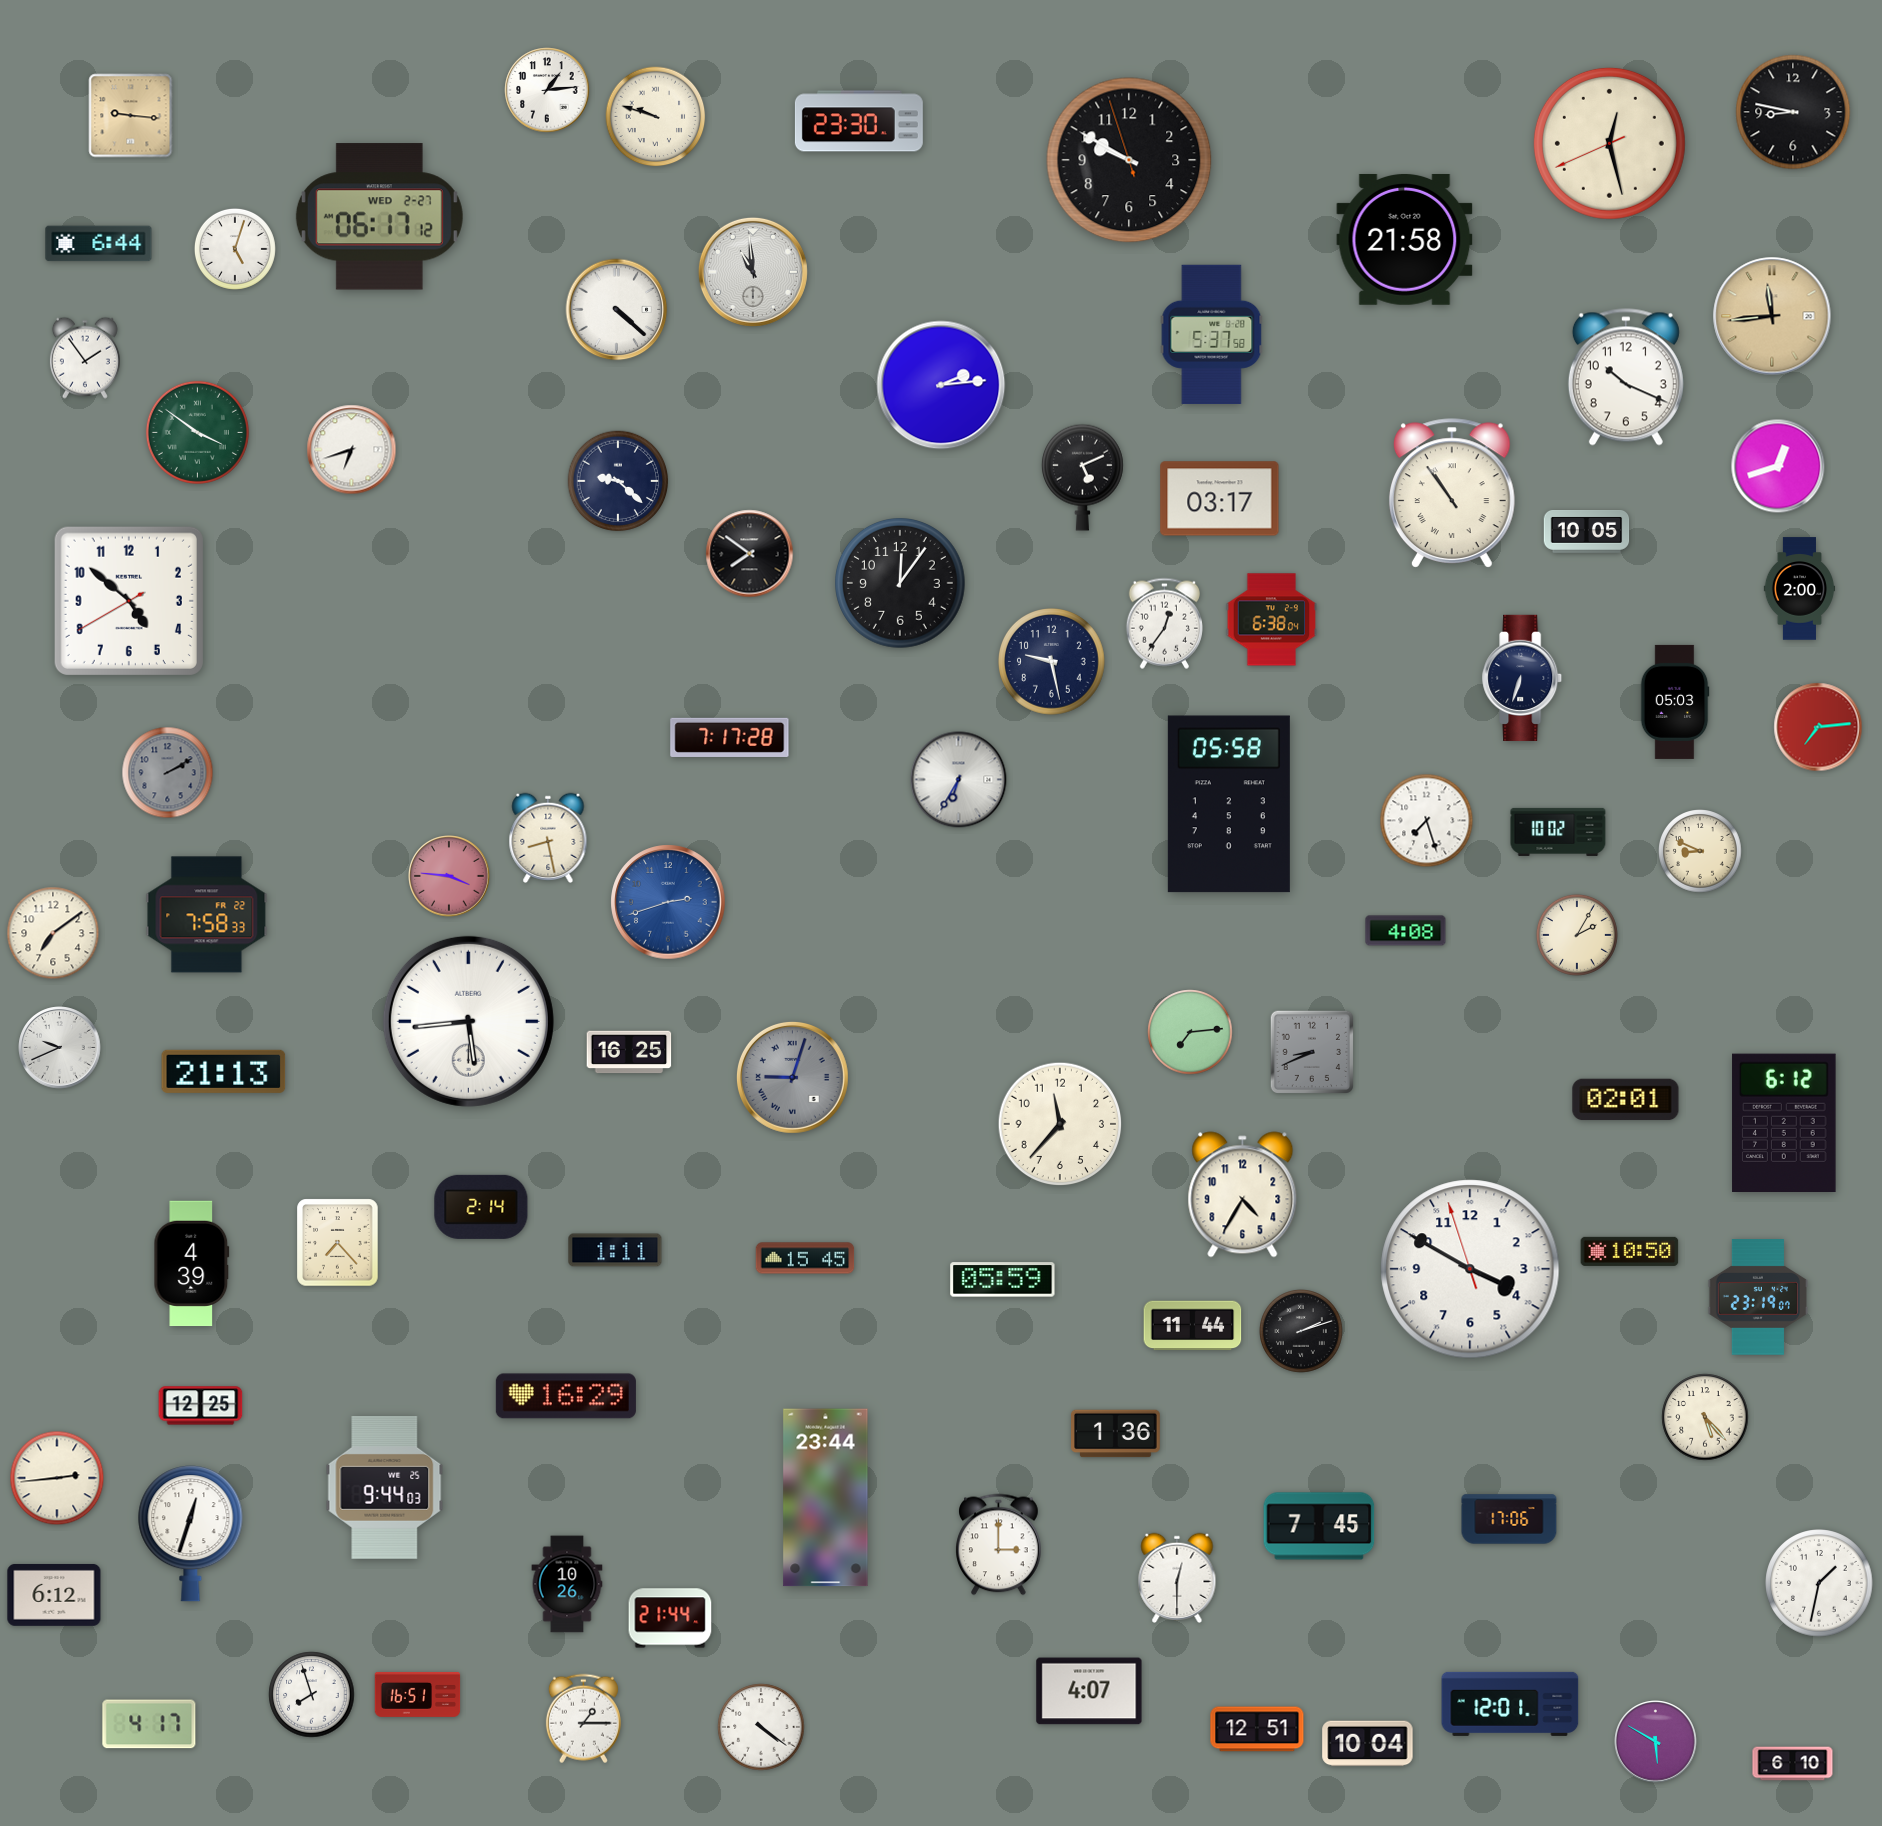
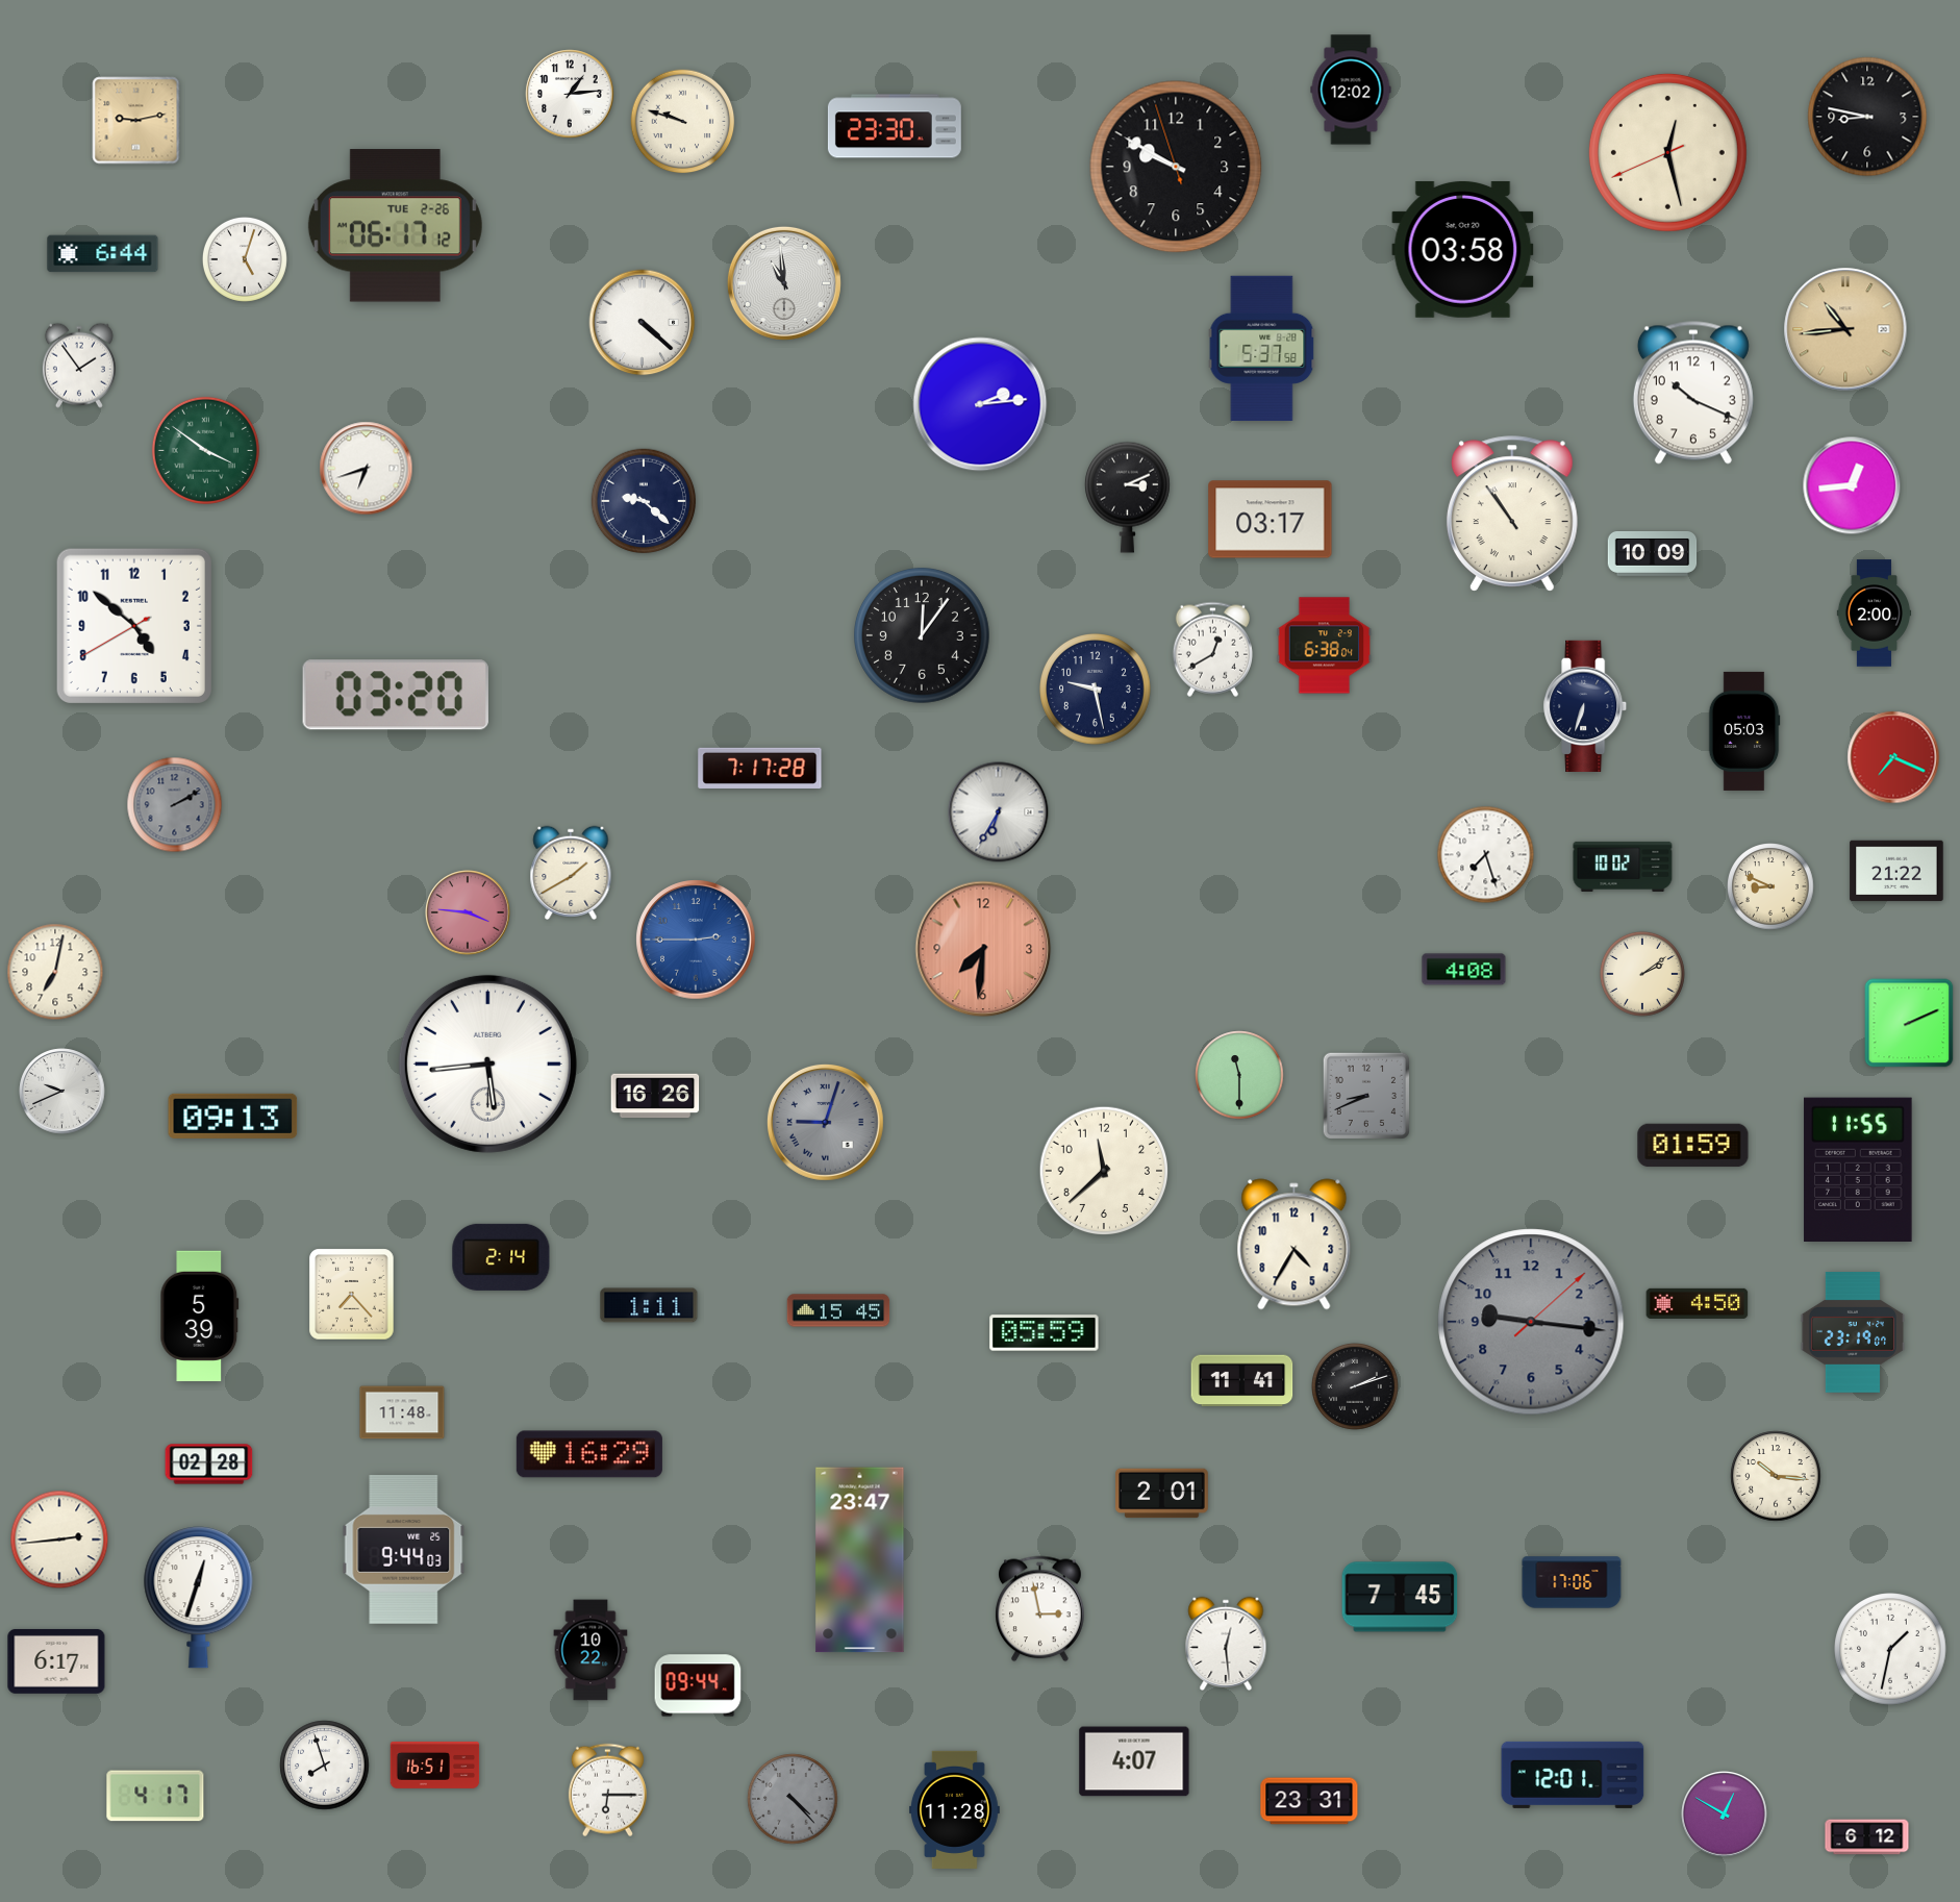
clock at (1351, 90): none -> 12:02
clock at (131, 116): 9:16 -> 9:13
clock at (1609, 143) position: (1609, 143) -> (1667, 152)
clock at (379, 217) date: WED 2-27 -> TUE 2-26
clock at (1405, 239): 21:58 -> 03:58
clock at (1772, 316): 11:44 -> 10:44
clock at (85, 358) position: (85, 358) -> (79, 366)
clock at (941, 385) position: (941, 385) -> (980, 404)
clock at (1778, 466): 12:42 -> 12:44
clock at (1082, 477): 5:11 -> 3:11
clock at (1587, 532): 10:05 -> 10:09
clock at (750, 554): 7:51 -> none
clock at (901, 584) position: (901, 584) -> (923, 636)
clock at (1164, 623): 12:36 -> 12:40
clock at (396, 695): none -> 03:20
clock at (1818, 727): 7:14 -> 7:19
clock at (1229, 804): 05:58 -> none
clock at (1896, 871): none -> 21:22
clock at (548, 838): 8:28 -> 1:40
clock at (668, 902): 2:42 -> 2:45
clock at (983, 949): none -> 7:31
clock at (207, 915): 7:58 -> none
clock at (53, 933): 7:09 -> 7:02
clock at (1577, 935): 2:05 -> 2:09
clock at (1909, 1023): none -> 2:11
clock at (1190, 1032): 7:14 -> 11:30
clock at (629, 1052): 16:25 -> 16:26
clock at (224, 1071): 21:13 -> 09:13
clock at (1626, 1100): 02:01 -> 01:59
clock at (1784, 1122): 6:12 -> 11:55
clock at (1060, 1124): 11:37 -> 11:38
clock at (615, 1250) position: (615, 1250) -> (649, 1305)
clock at (1630, 1251): 10:50 -> 4:50
clock at (192, 1264): 4:39 -> 5:39
clock at (1470, 1269): 3:49 -> 9:16
clock at (1470, 1269) dial: white -> grey
clock at (1758, 1297) position: (1758, 1297) -> (1853, 1332)
clock at (1193, 1326): 11:44 -> 11:41
clock at (402, 1412): none -> 11:48
clock at (201, 1406): 12:25 -> 02:28
clock at (1705, 1417): 5:23 -> 10:16
clock at (1116, 1434): 1:36 -> 2:01
clock at (385, 1488) position: (385, 1488) -> (404, 1550)
clock at (826, 1498): 23:44 -> 23:47
clock at (1319, 1526) position: (1319, 1526) -> (1400, 1597)
clock at (999, 1545): 3:00 -> 2:58
clock at (1177, 1578): 12:30 -> 12:29
clock at (1819, 1583) position: (1819, 1583) -> (1890, 1649)
clock at (567, 1584): 10:26 -> 10:22
clock at (54, 1595): 6:12 -> 6:17
clock at (670, 1618): 21:44 -> 09:44
clock at (583, 1719): 1:15 -> 6:15
clock at (761, 1727): 4:21 -> 4:23
clock at (761, 1727) dial: white -> grey
clock at (1257, 1729): 12:51 -> 23:31
clock at (955, 1809): none -> 11:28
clock at (1656, 1742): 5:50 -> 12:50
clock at (1368, 1744): 10:04 -> none
clock at (1793, 1764): 6:10 -> 6:12
